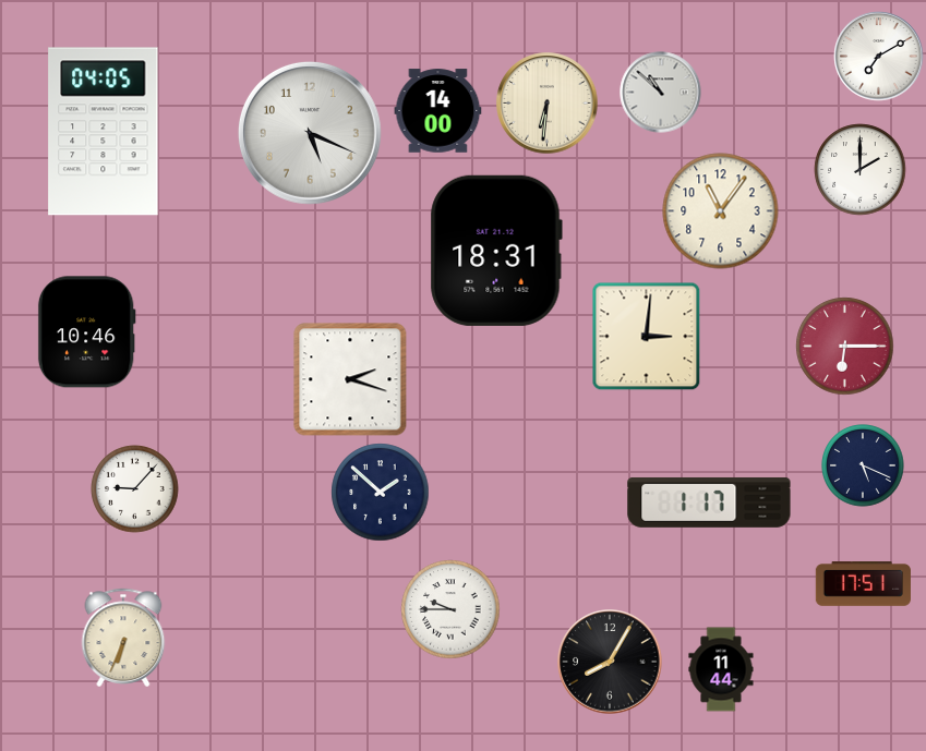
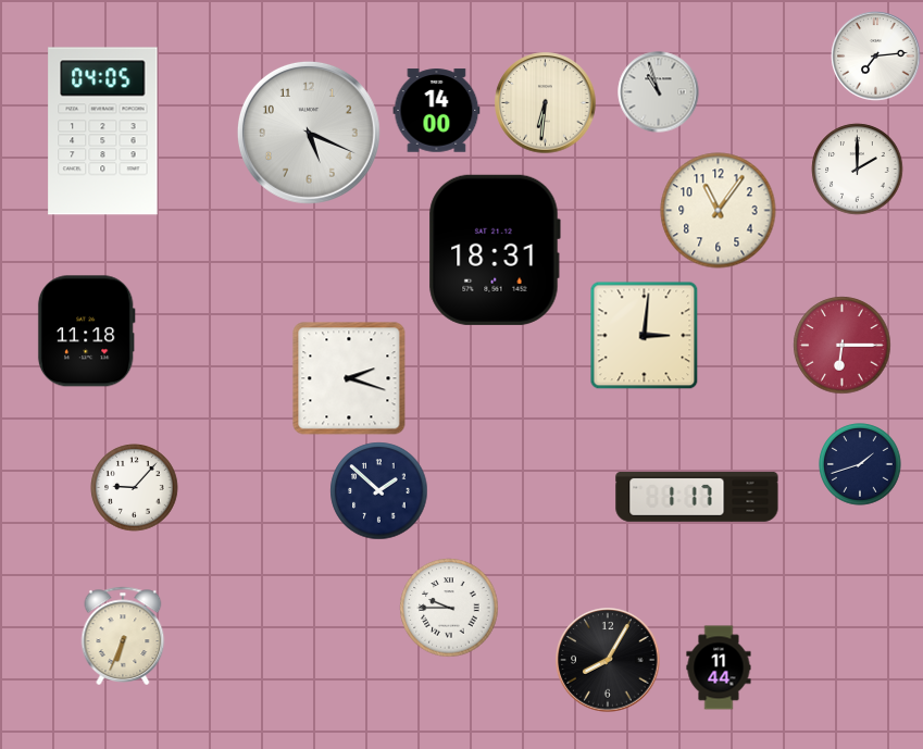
clock at (879, 57): 7:10 -> 7:14
clock at (661, 93): 10:52 -> 10:57
clock at (86, 332): 10:46 -> 11:18
clock at (863, 465): 5:19 -> 1:42
clock at (709, 502) position: (709, 502) -> (697, 497)
clock at (863, 584): 17:51 -> none
